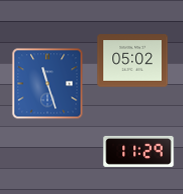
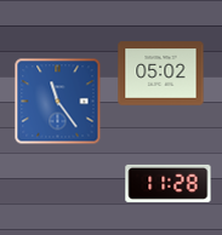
clock at (48, 84): 11:27 -> 11:24
clock at (139, 151): 11:29 -> 11:28
